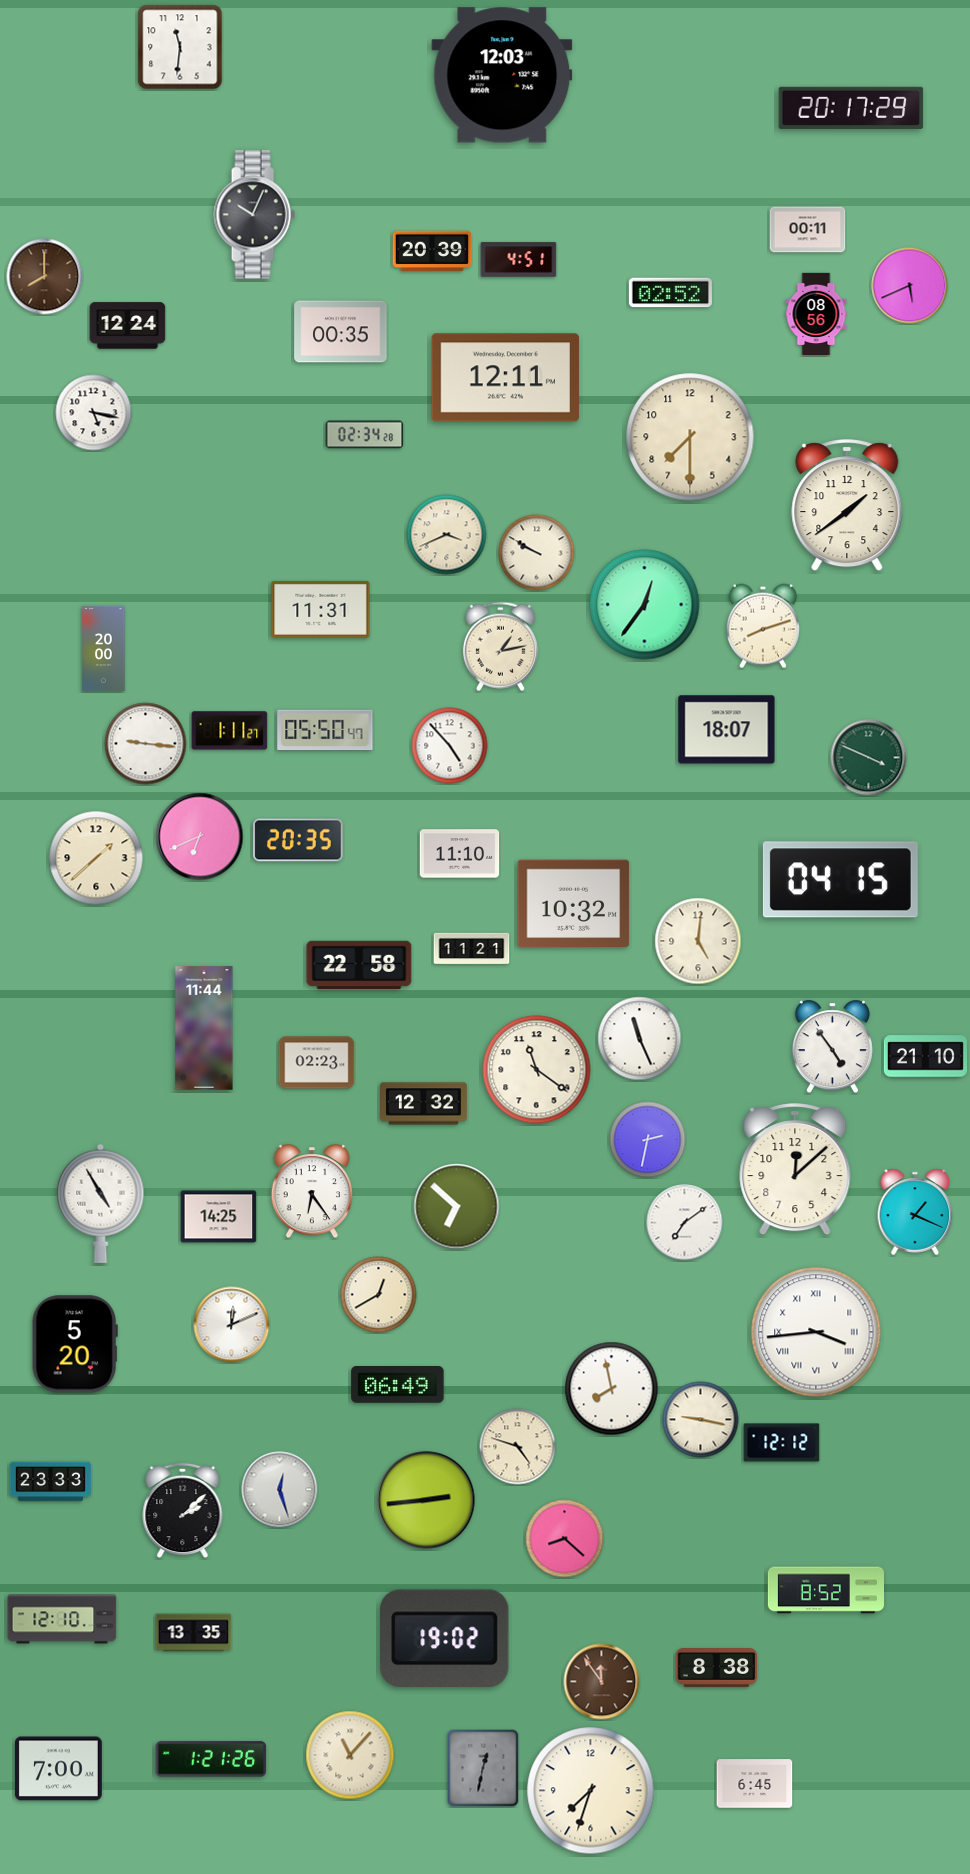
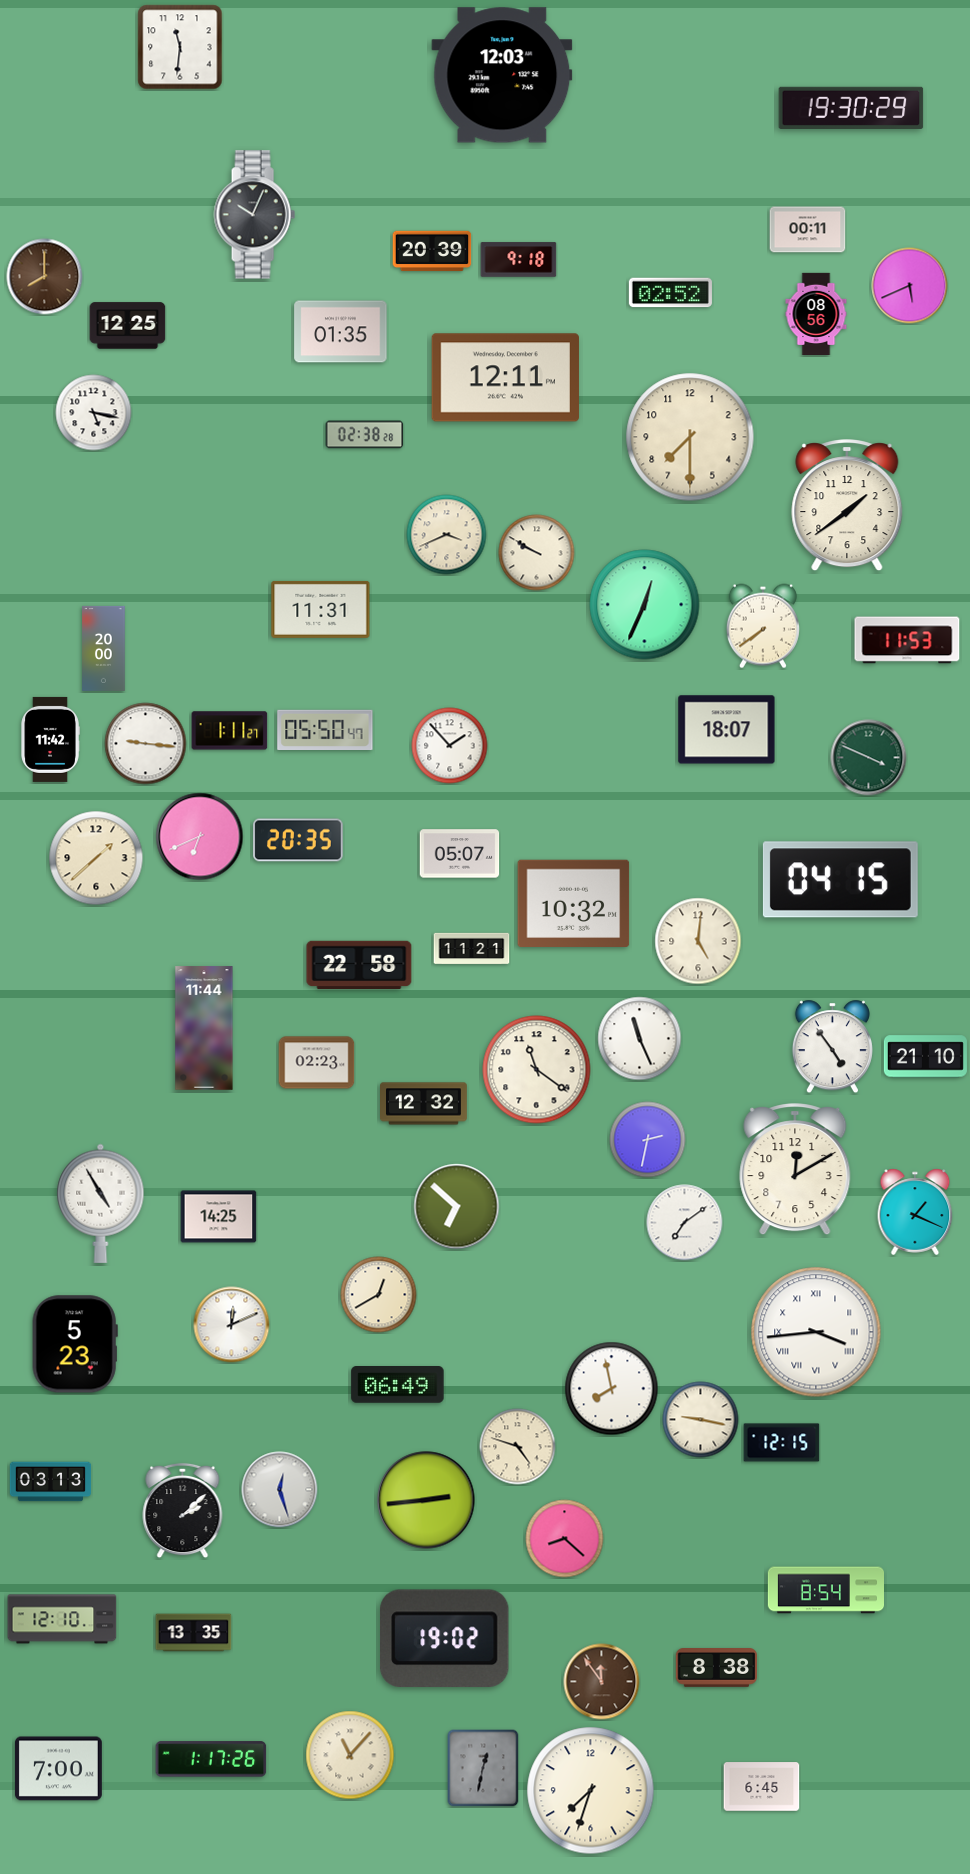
clock at (851, 108): 20:17 -> 19:30
clock at (519, 260): 4:51 -> 9:18
clock at (128, 326): 12:24 -> 12:25
clock at (341, 332): 00:35 -> 01:35
clock at (365, 435): 02:34 -> 02:38
clock at (645, 605): 12:36 -> 12:34
clock at (763, 626): 8:12 -> 7:39
clock at (907, 640): none -> 11:53
clock at (500, 647): 1:13 -> none
clock at (50, 739): none -> 11:42
clock at (450, 746): 4:53 -> 1:53
clock at (460, 854): 11:10 -> 05:07
clock at (795, 1170): 12:08 -> 12:10
clock at (312, 1192): 6:24 -> none
clock at (75, 1344): 5:20 -> 5:23
clock at (782, 1443): 12:12 -> 12:15
clock at (51, 1482): 23:33 -> 03:13
clock at (825, 1590): 8:52 -> 8:54
clock at (211, 1759): 1:21 -> 1:17
clock at (755, 1784) position: (755, 1784) -> (762, 1787)
